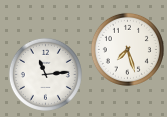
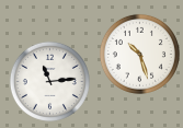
clock at (127, 49): 7:27 -> 10:27
